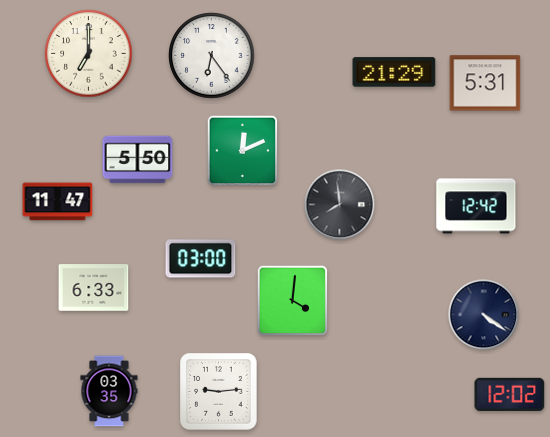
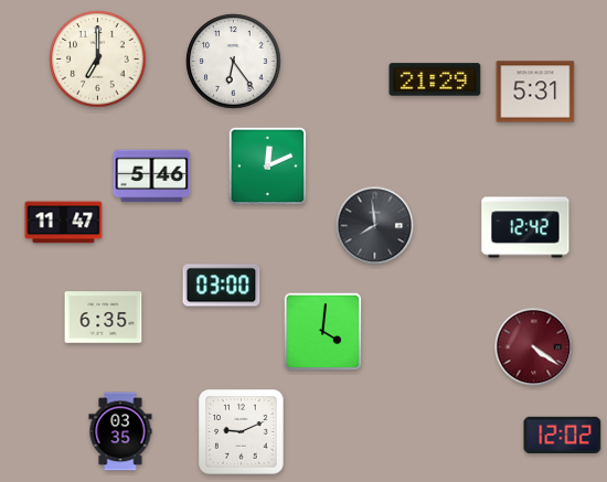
clock at (138, 160): 5:50 -> 5:46
clock at (94, 288): 6:33 -> 6:35
clock at (484, 315) dial: navy -> burgundy
clock at (219, 392): 9:14 -> 9:11
